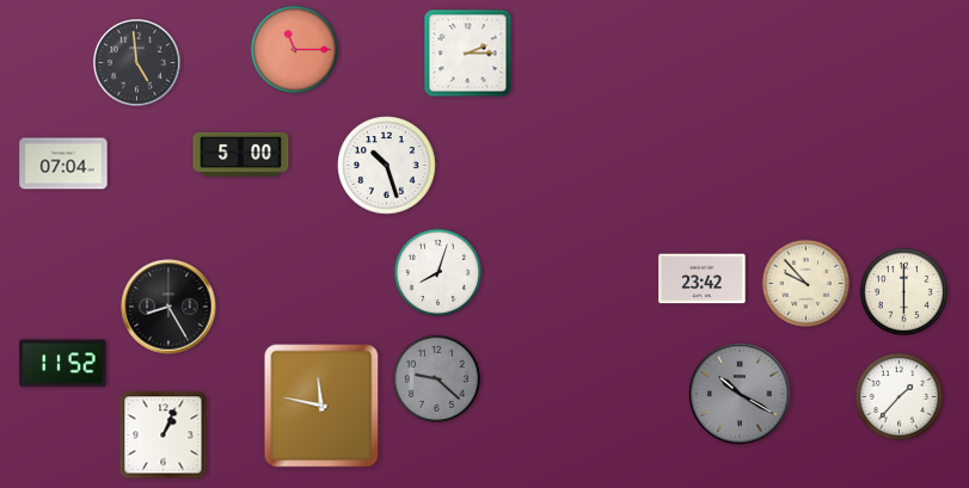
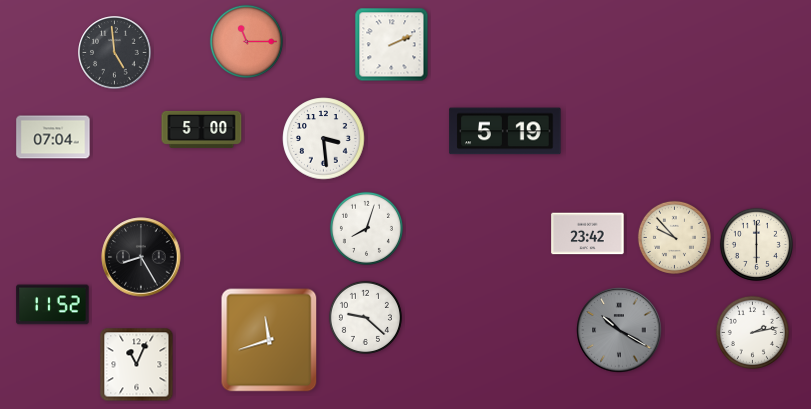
clock at (468, 54): 2:15 -> 2:11
clock at (505, 131): none -> 5:19
clock at (387, 166): 10:27 -> 3:29
clock at (436, 378) dial: grey -> white
clock at (899, 396): 1:37 -> 2:13
clock at (321, 406): 11:47 -> 11:42
clock at (164, 436): 1:04 -> 11:04
